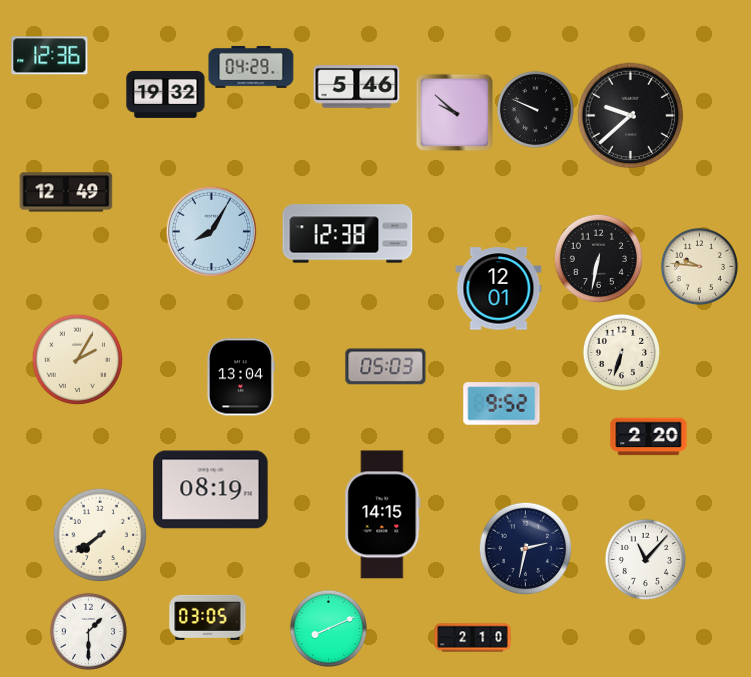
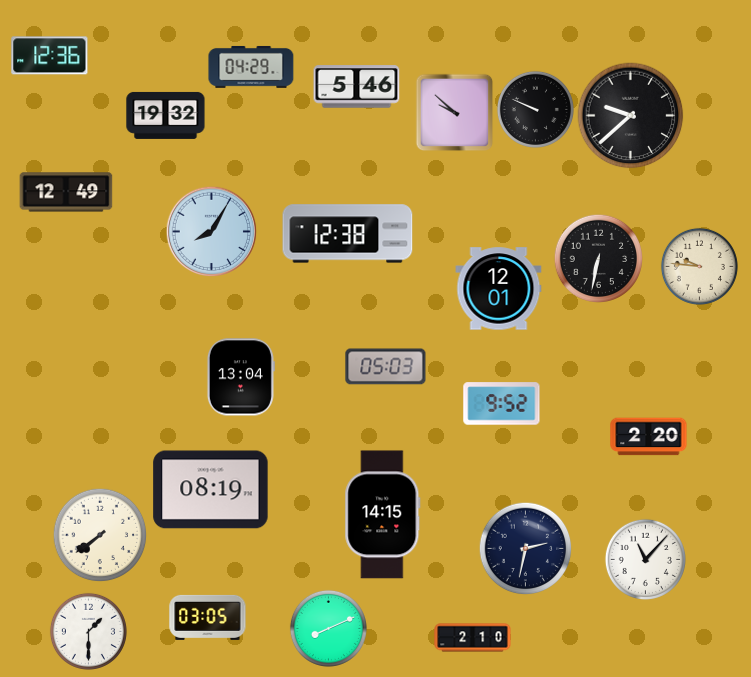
clock at (166, 94) position: (166, 94) -> (166, 115)
clock at (621, 352): 6:33 -> none
clock at (77, 359): 2:05 -> none
